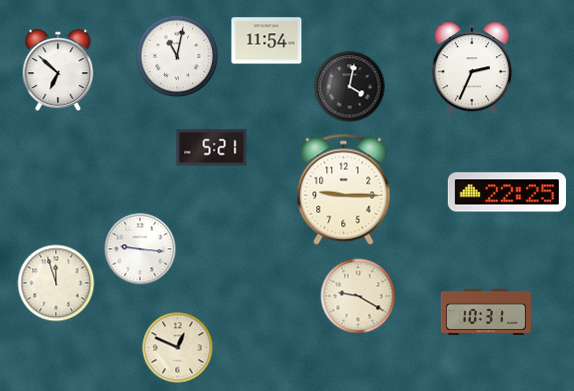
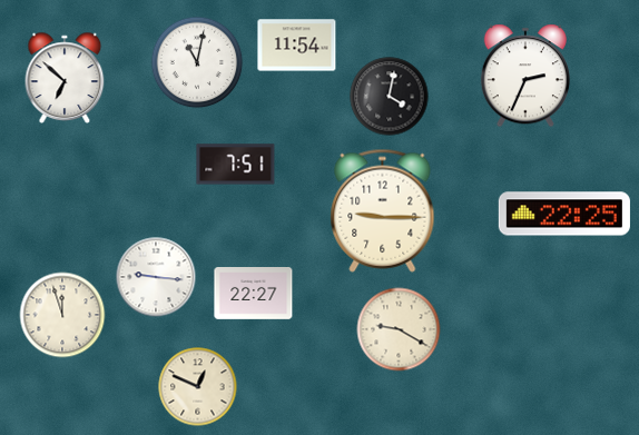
clock at (212, 148): 5:21 -> 7:51
clock at (254, 294): none -> 22:27
clock at (486, 311): 10:31 -> none
